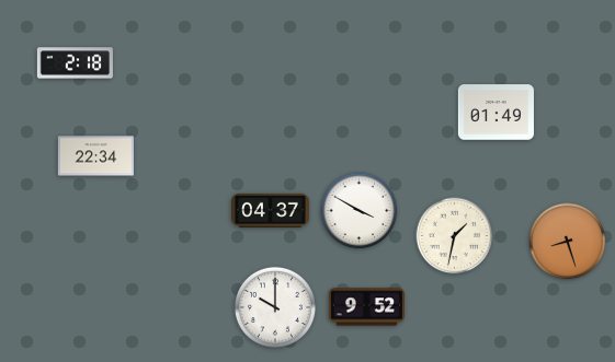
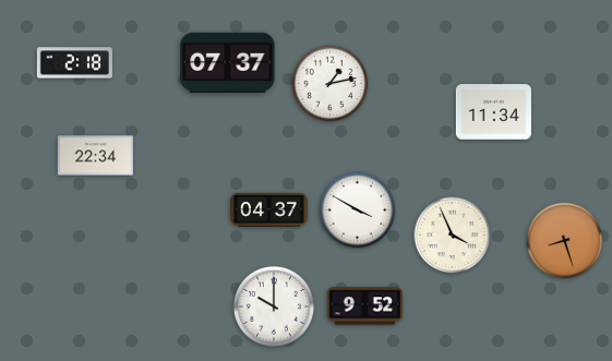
clock at (228, 62): none -> 07:37
clock at (331, 84): none -> 1:13
clock at (496, 113): 01:49 -> 11:34
clock at (455, 236): 1:32 -> 3:56
